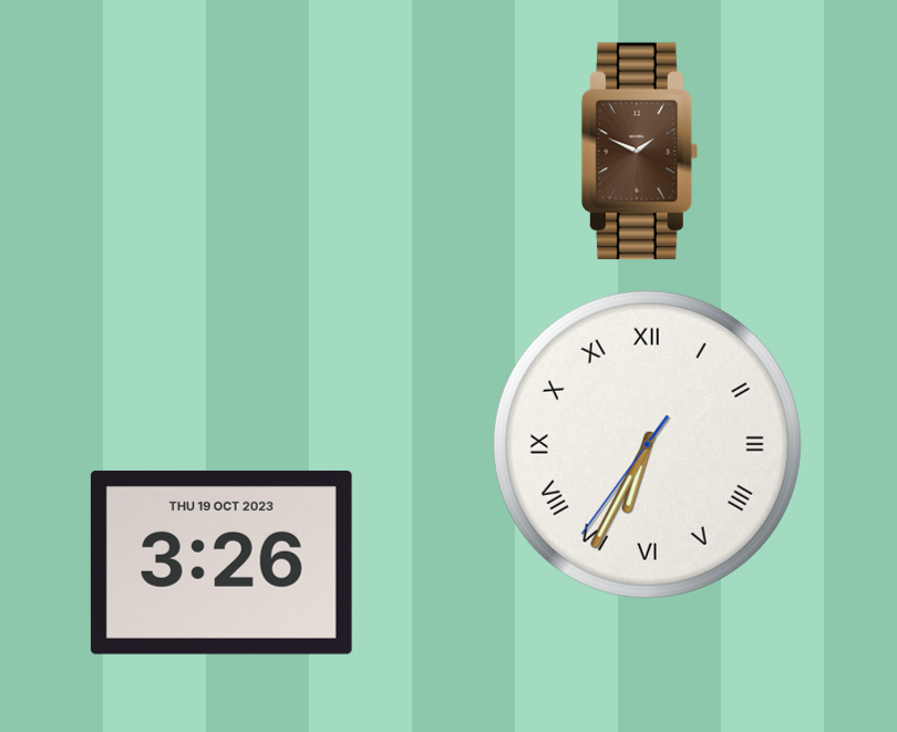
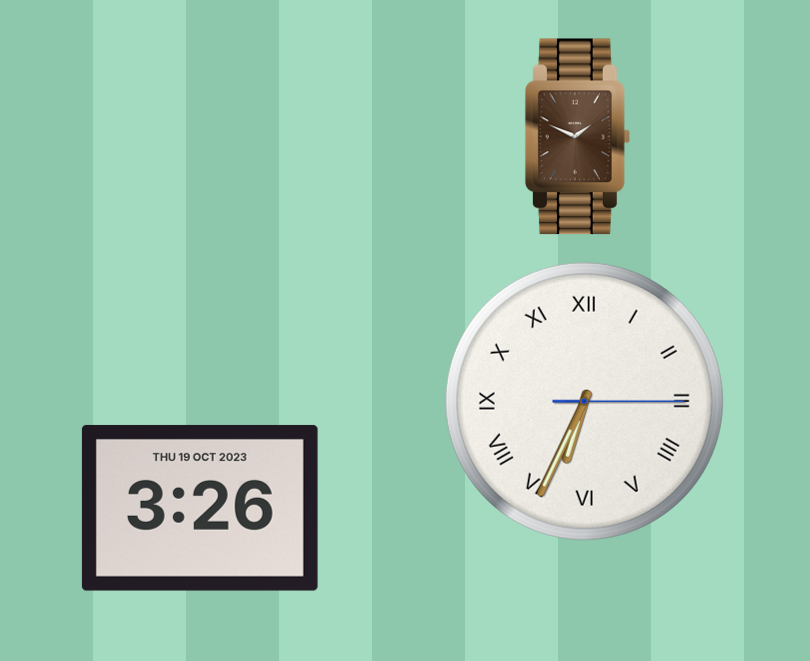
clock at (647, 444): 6:34:36 -> 6:34:15
